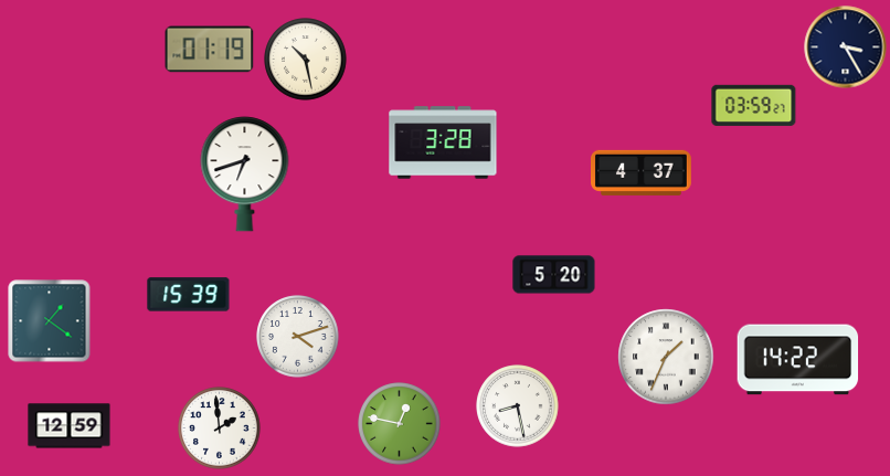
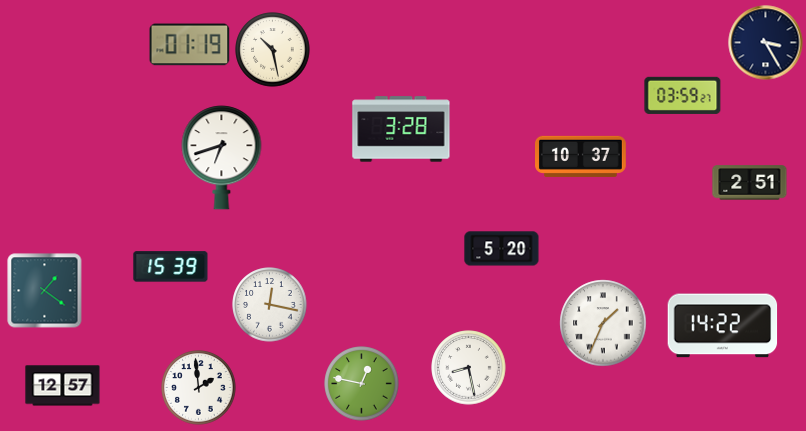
clock at (306, 60) position: (306, 60) -> (273, 50)
clock at (642, 172): 4:37 -> 10:37
clock at (750, 183): none -> 2:51
clock at (298, 337): 4:12 -> 12:17
clock at (70, 426): 12:59 -> 12:57
